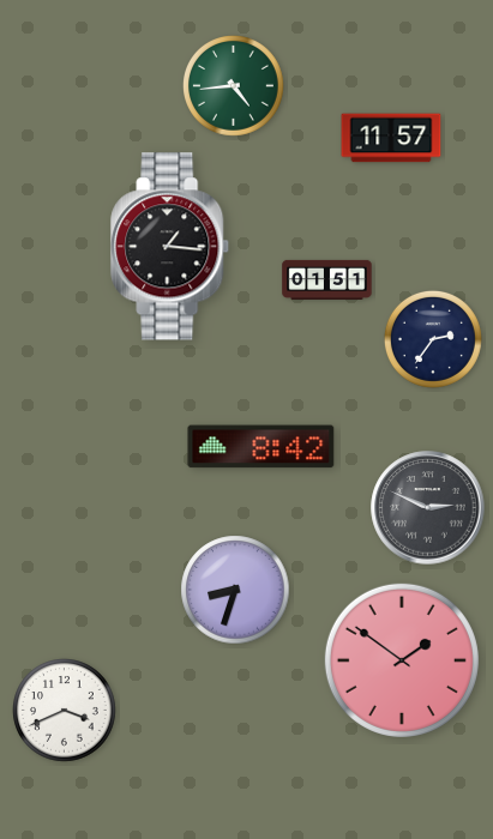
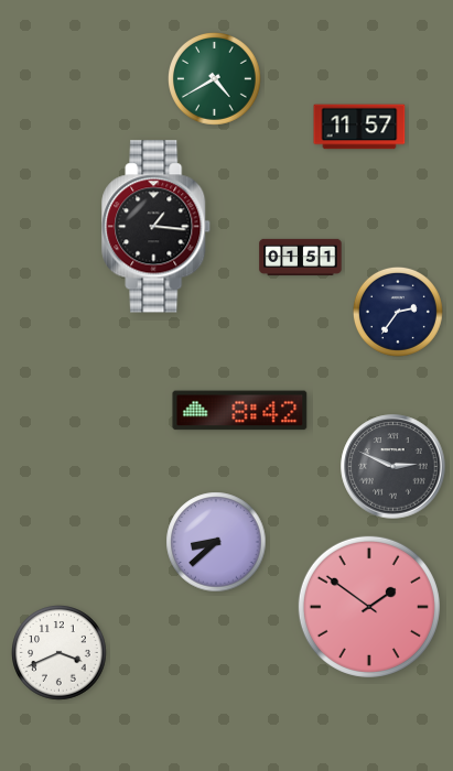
clock at (234, 86): 4:44 -> 4:40
clock at (235, 590): 8:33 -> 8:38
